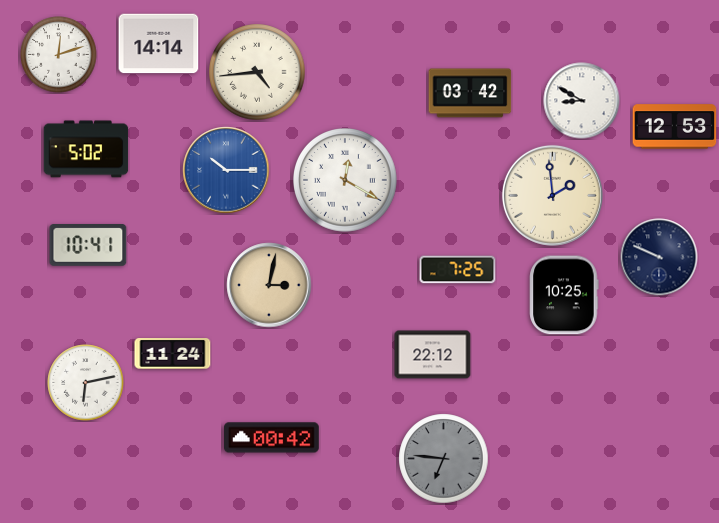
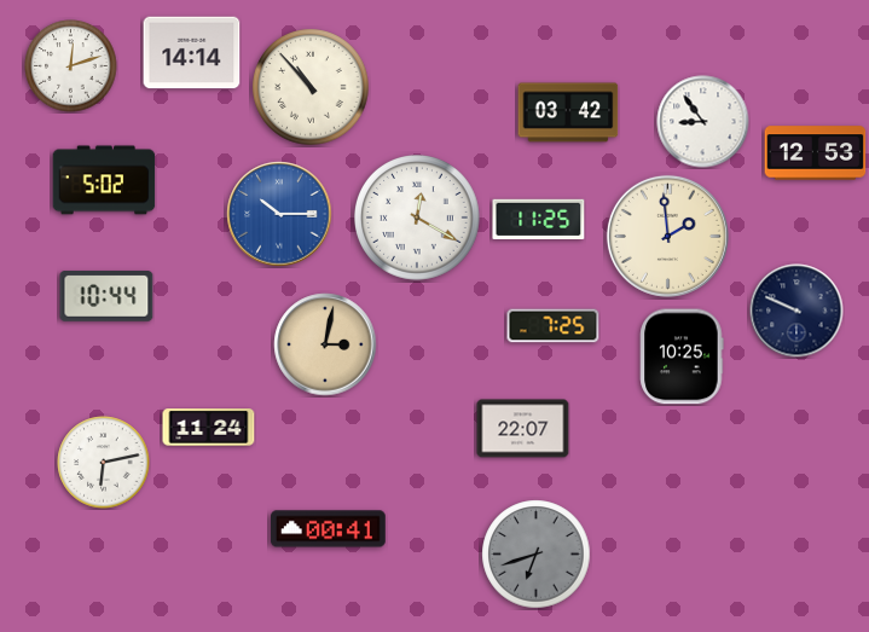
clock at (257, 72): 4:44 -> 10:53
clock at (582, 101): 8:50 -> 8:54
clock at (226, 170) position: (226, 170) -> (279, 214)
clock at (539, 219): none -> 11:25
clock at (88, 246): 10:41 -> 10:44
clock at (433, 355): 22:12 -> 22:07
clock at (272, 438): 00:42 -> 00:41
clock at (444, 459): 6:46 -> 6:42
